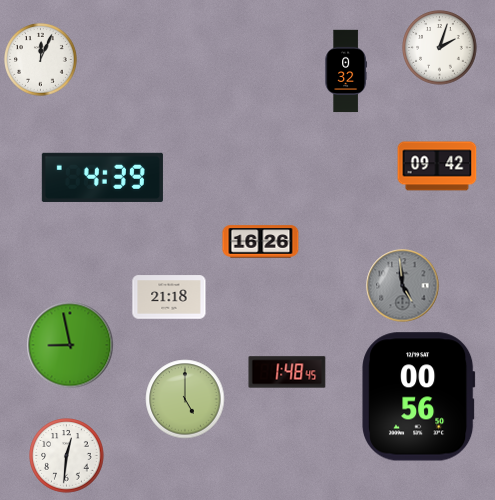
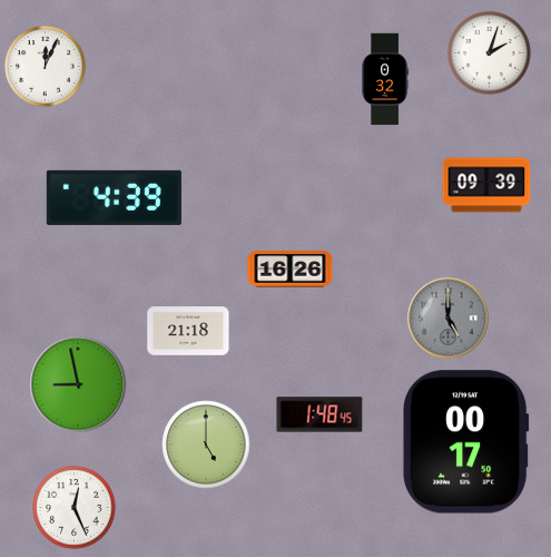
clock at (437, 166): 09:42 -> 09:39
clock at (403, 286): 4:59 -> 5:00
clock at (419, 397): 00:56 -> 00:17
clock at (67, 456): 12:31 -> 12:26
